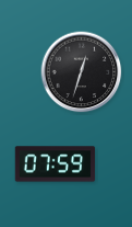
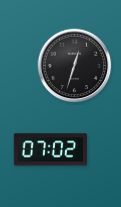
clock at (56, 164): 07:59 -> 07:02
